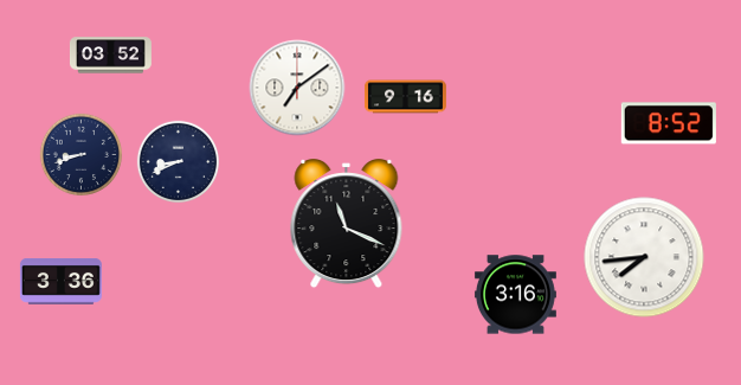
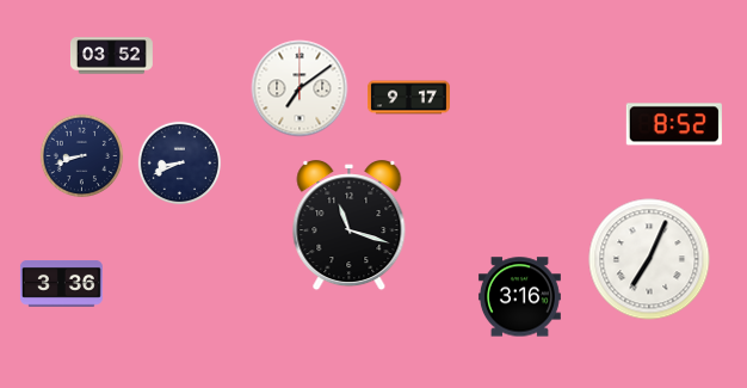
clock at (406, 97): 9:16 -> 9:17
clock at (347, 225): 11:19 -> 11:18
clock at (644, 257): 7:44 -> 7:04
